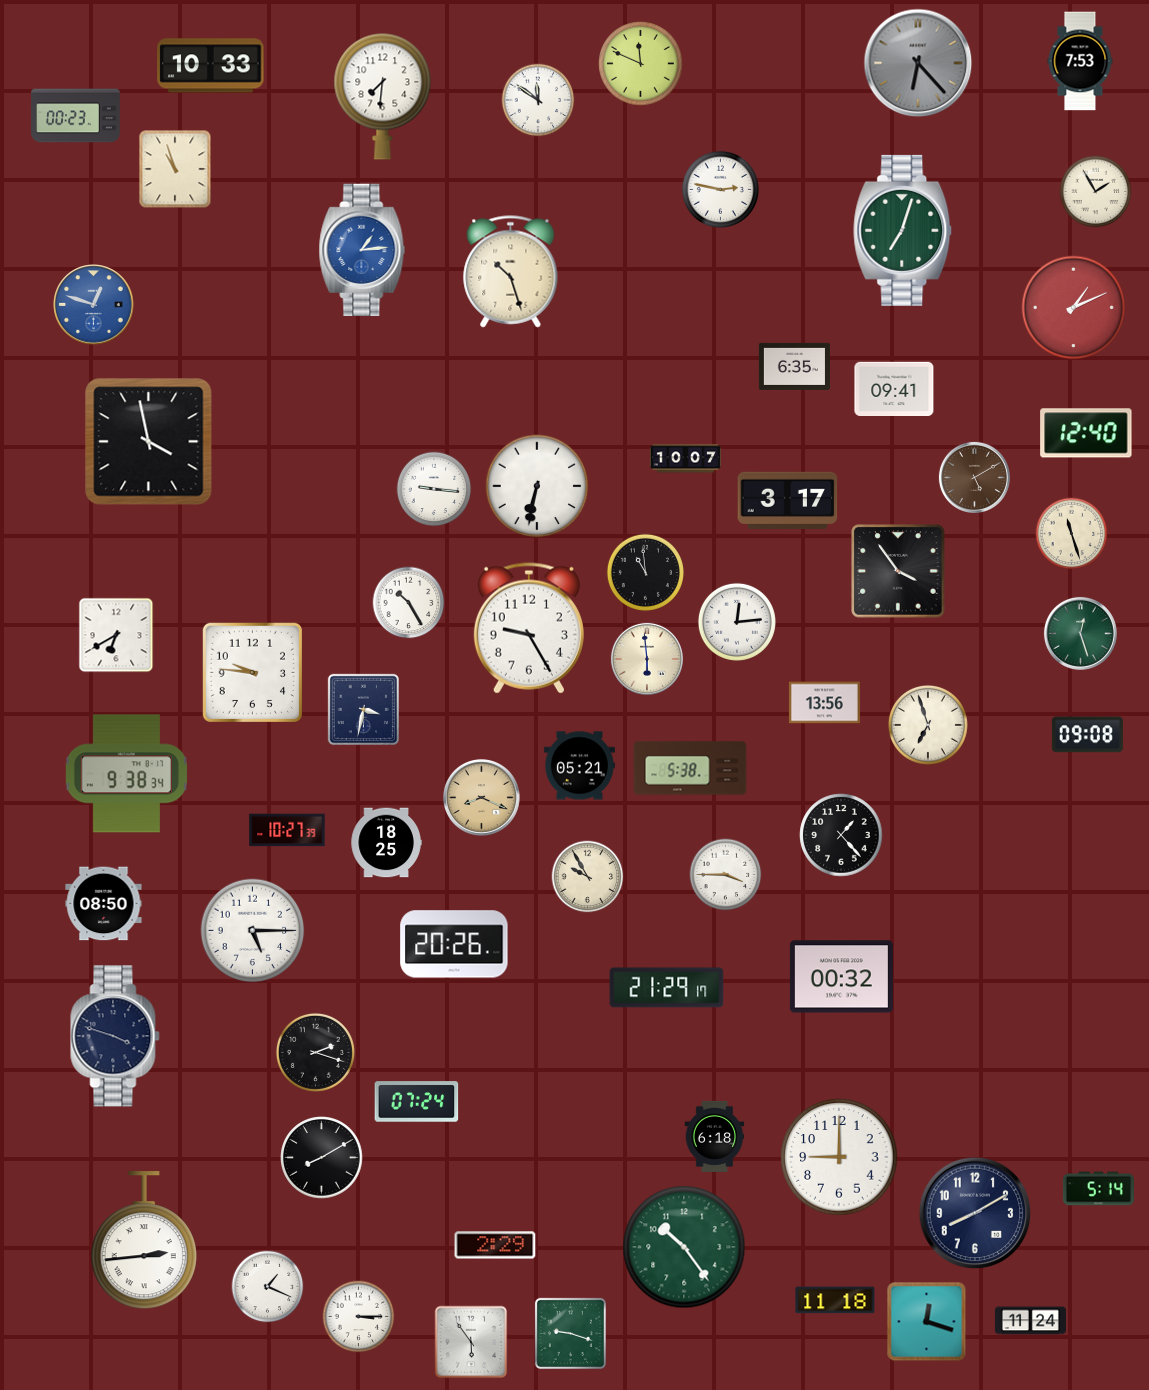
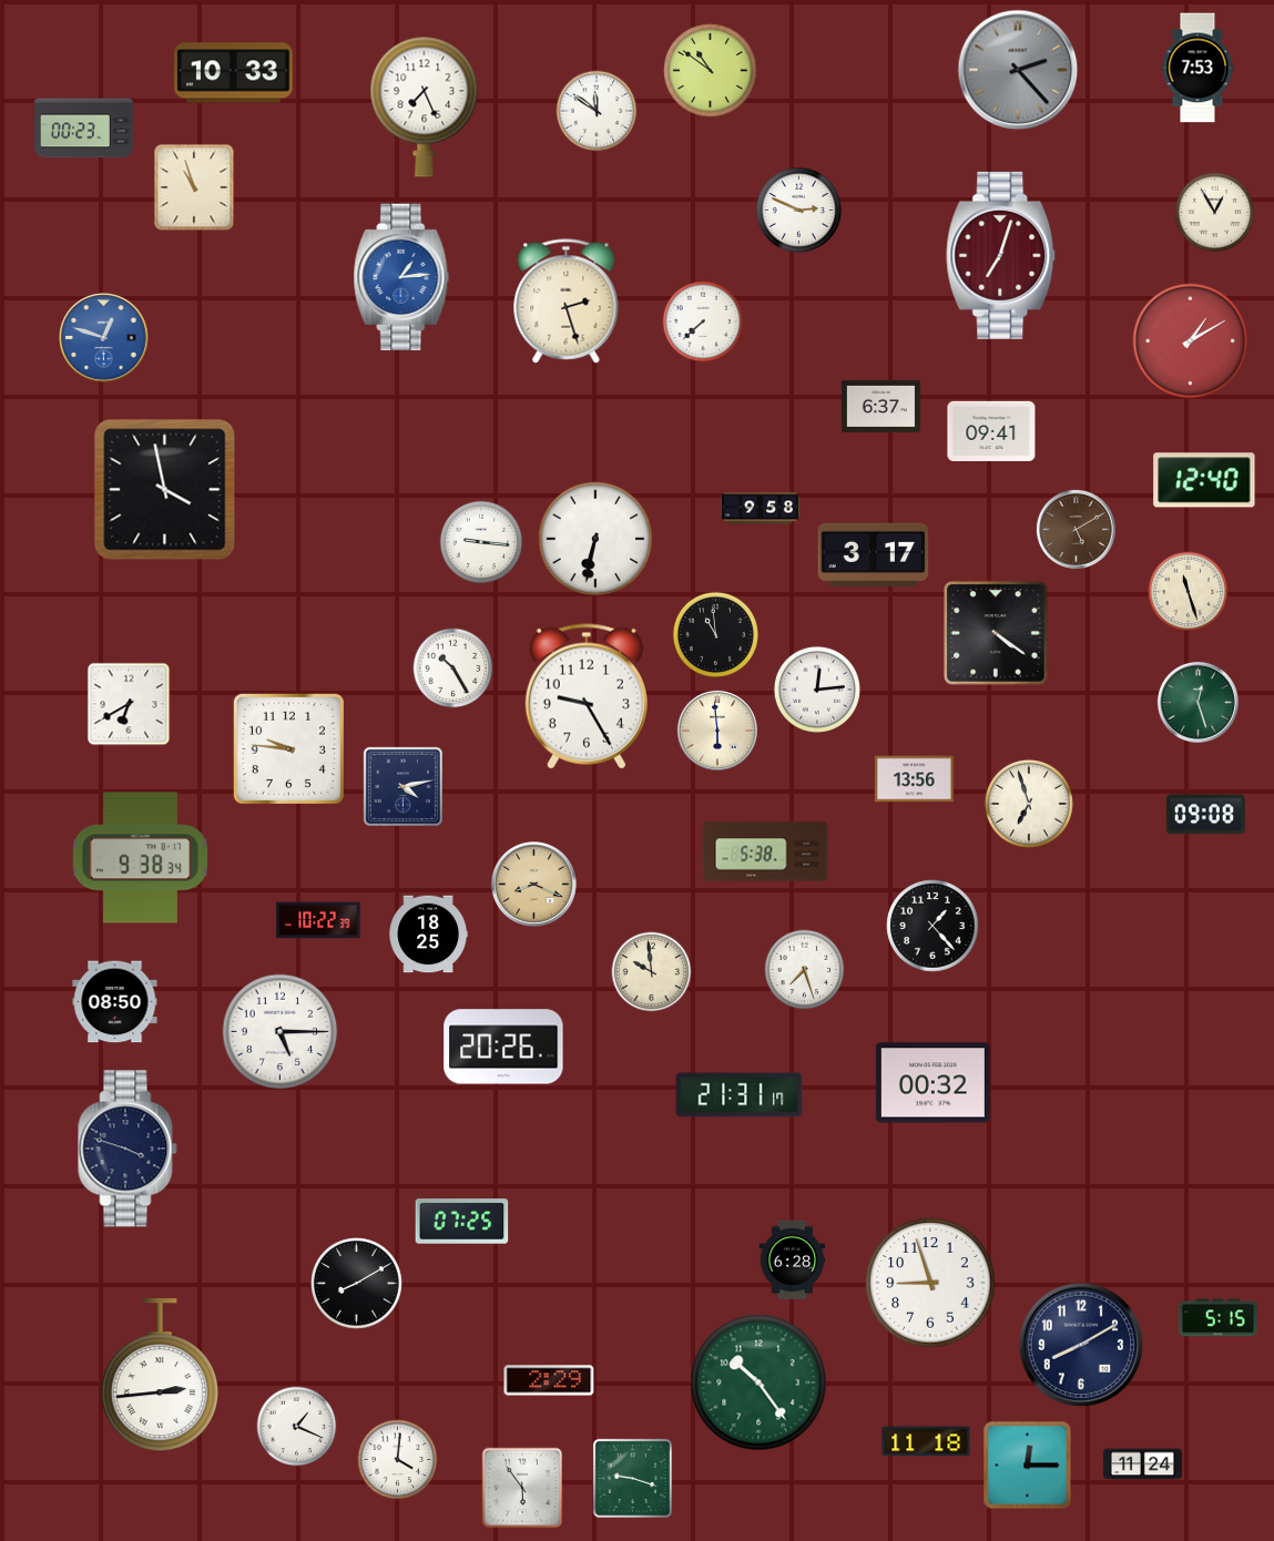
clock at (918, 63): 6:23 -> 2:23
clock at (641, 64): 11:49 -> 10:51
clock at (383, 96): 7:31 -> 7:26
clock at (720, 189): 2:47 -> 2:49
clock at (1096, 192): 1:55 -> 12:55
clock at (903, 230) dial: green -> burgundy
clock at (511, 272): 10:27 -> 2:27
clock at (703, 322): none -> 7:38
clock at (1074, 308): 1:11 -> 1:10
clock at (794, 366): 6:35 -> 6:37
clock at (685, 459): 10:07 -> 9:58
clock at (974, 477) position: (974, 477) -> (1076, 529)
clock at (898, 571): 3:54 -> 4:21
clock at (252, 672) position: (252, 672) -> (288, 748)
clock at (363, 709): 3:32 -> 4:13
clock at (579, 766): 05:21 -> none
clock at (287, 830): 10:27 -> 10:22
clock at (726, 875): 3:45 -> 7:27
clock at (588, 877): 9:55 -> 9:59
clock at (667, 988): 21:29 -> 21:31
clock at (315, 1052): 2:18 -> none
clock at (417, 1102): 07:24 -> 07:25
clock at (715, 1136): 6:18 -> 6:28
clock at (839, 1157): 9:00 -> 8:57
clock at (1098, 1189): 5:14 -> 5:15
clock at (359, 1317): 3:15 -> 4:01
clock at (927, 1322): 12:18 -> 12:15
